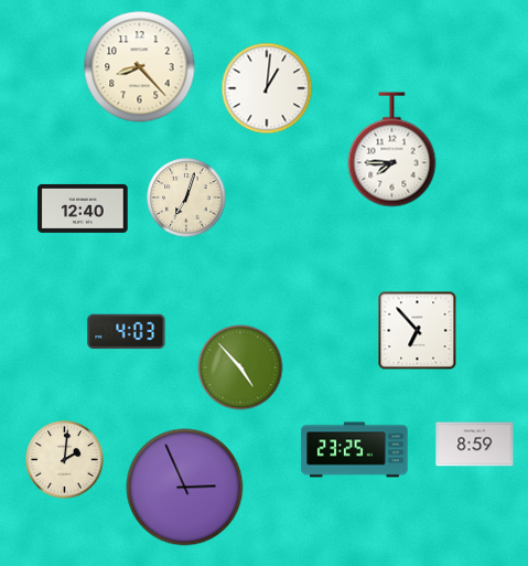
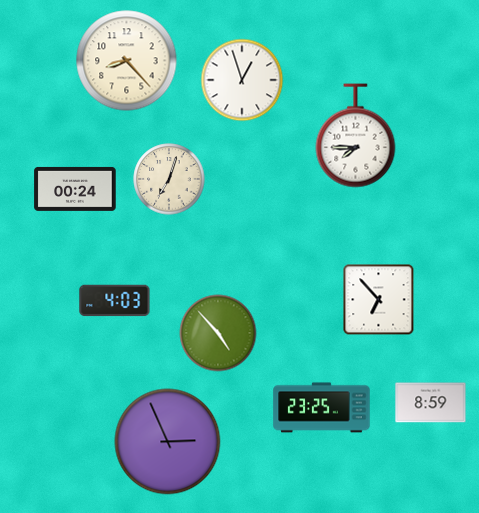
clock at (267, 88): 1:01 -> 12:57
clock at (83, 209): 12:40 -> 00:24
clock at (65, 460): 2:01 -> none
